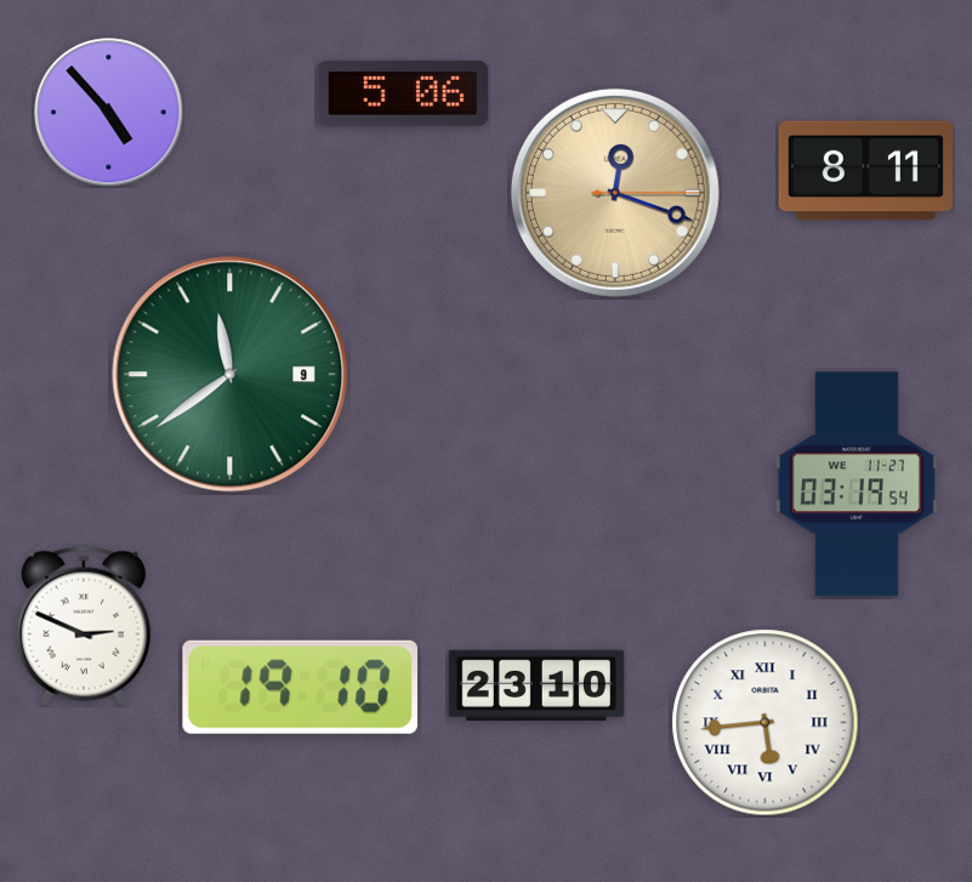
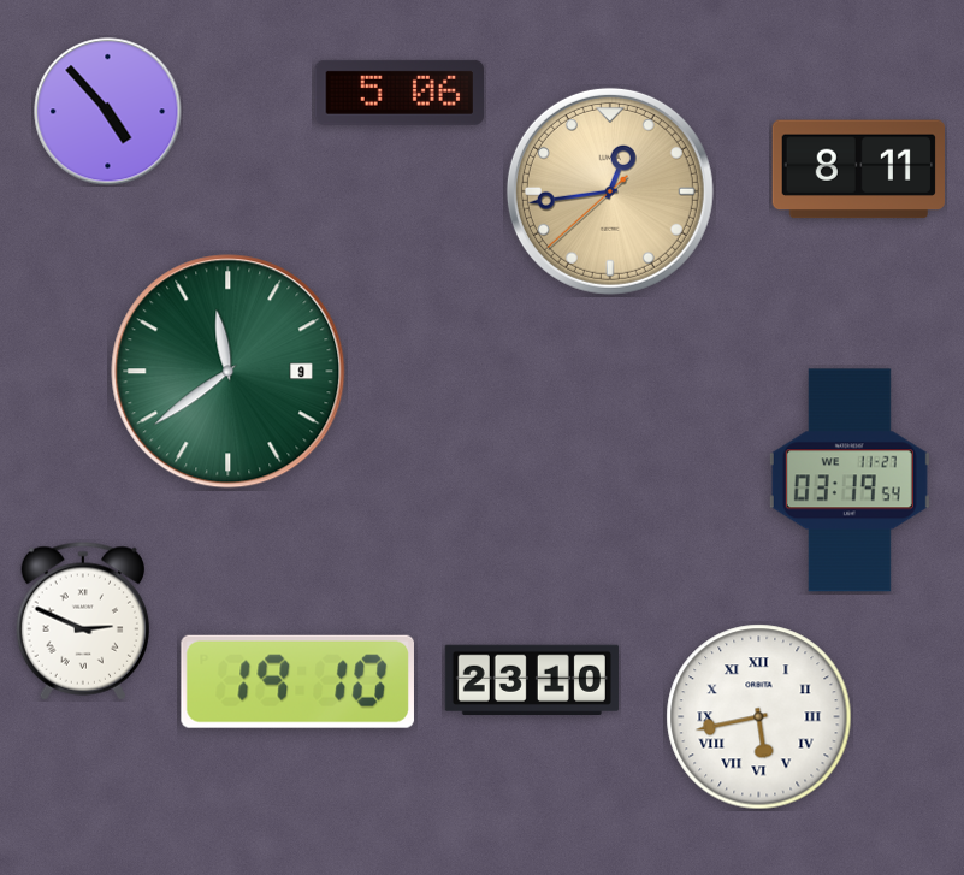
clock at (615, 193): 12:18 -> 12:43
clock at (766, 723): 5:44 -> 5:43
